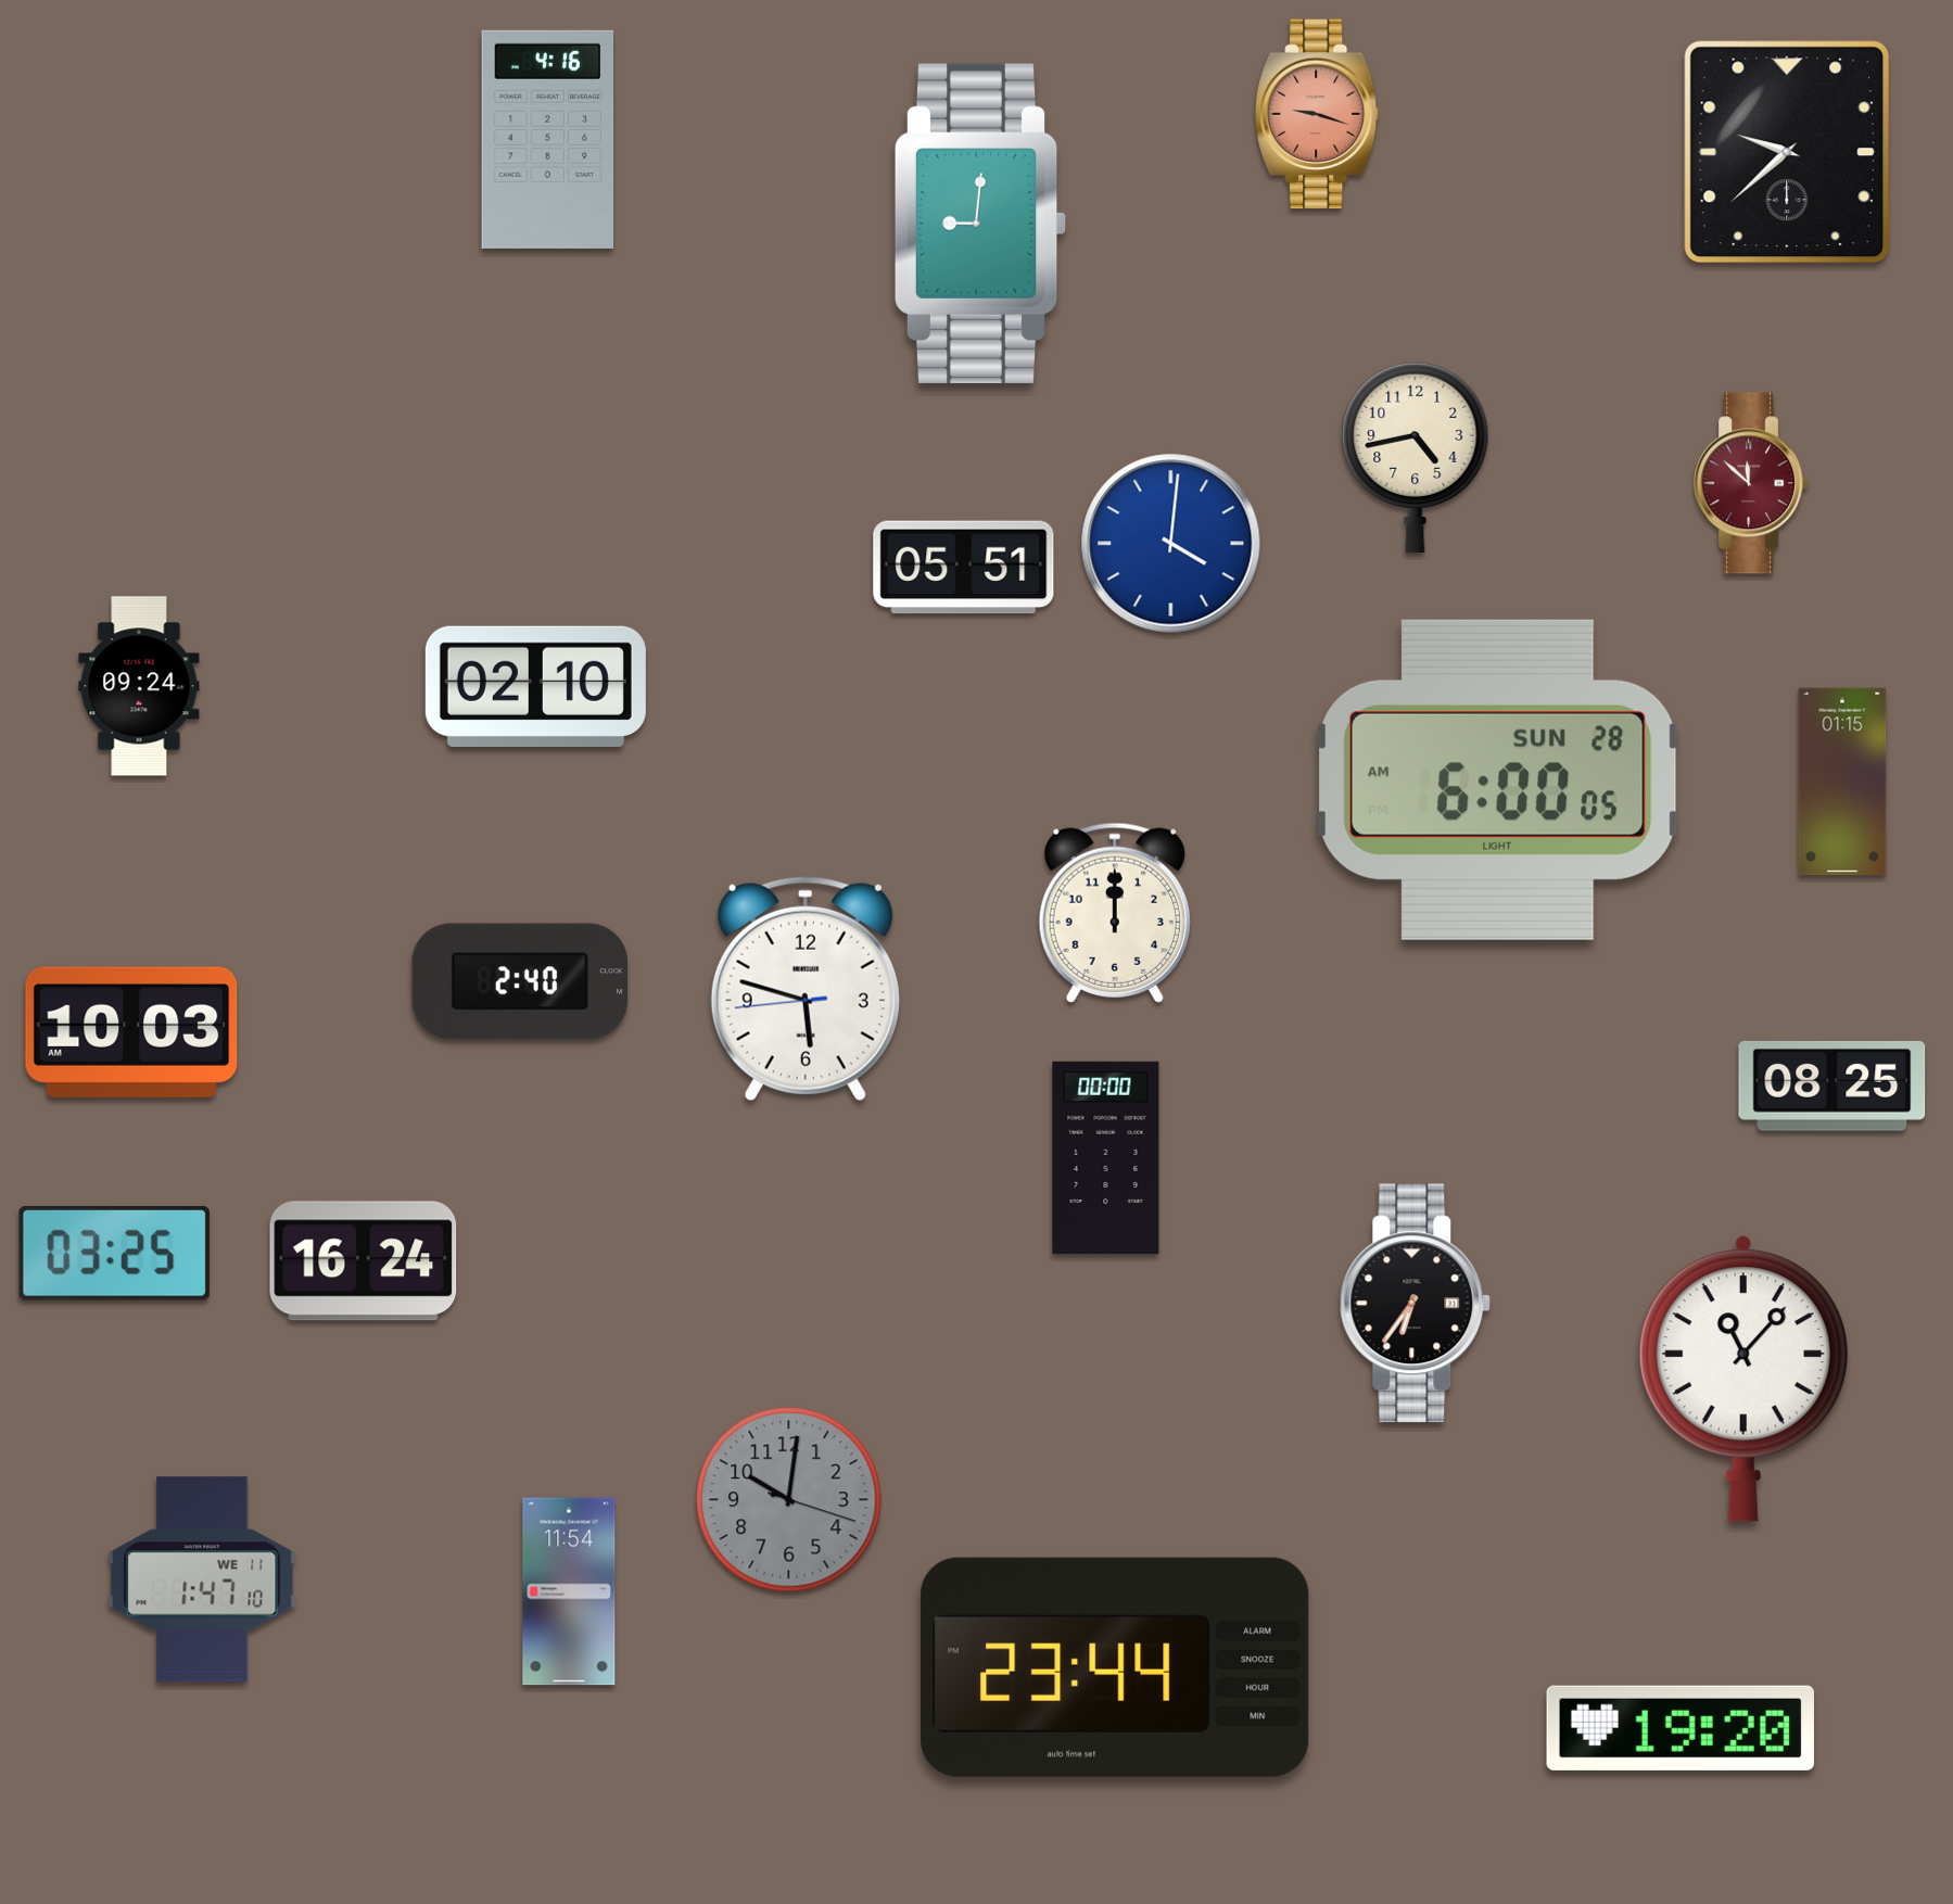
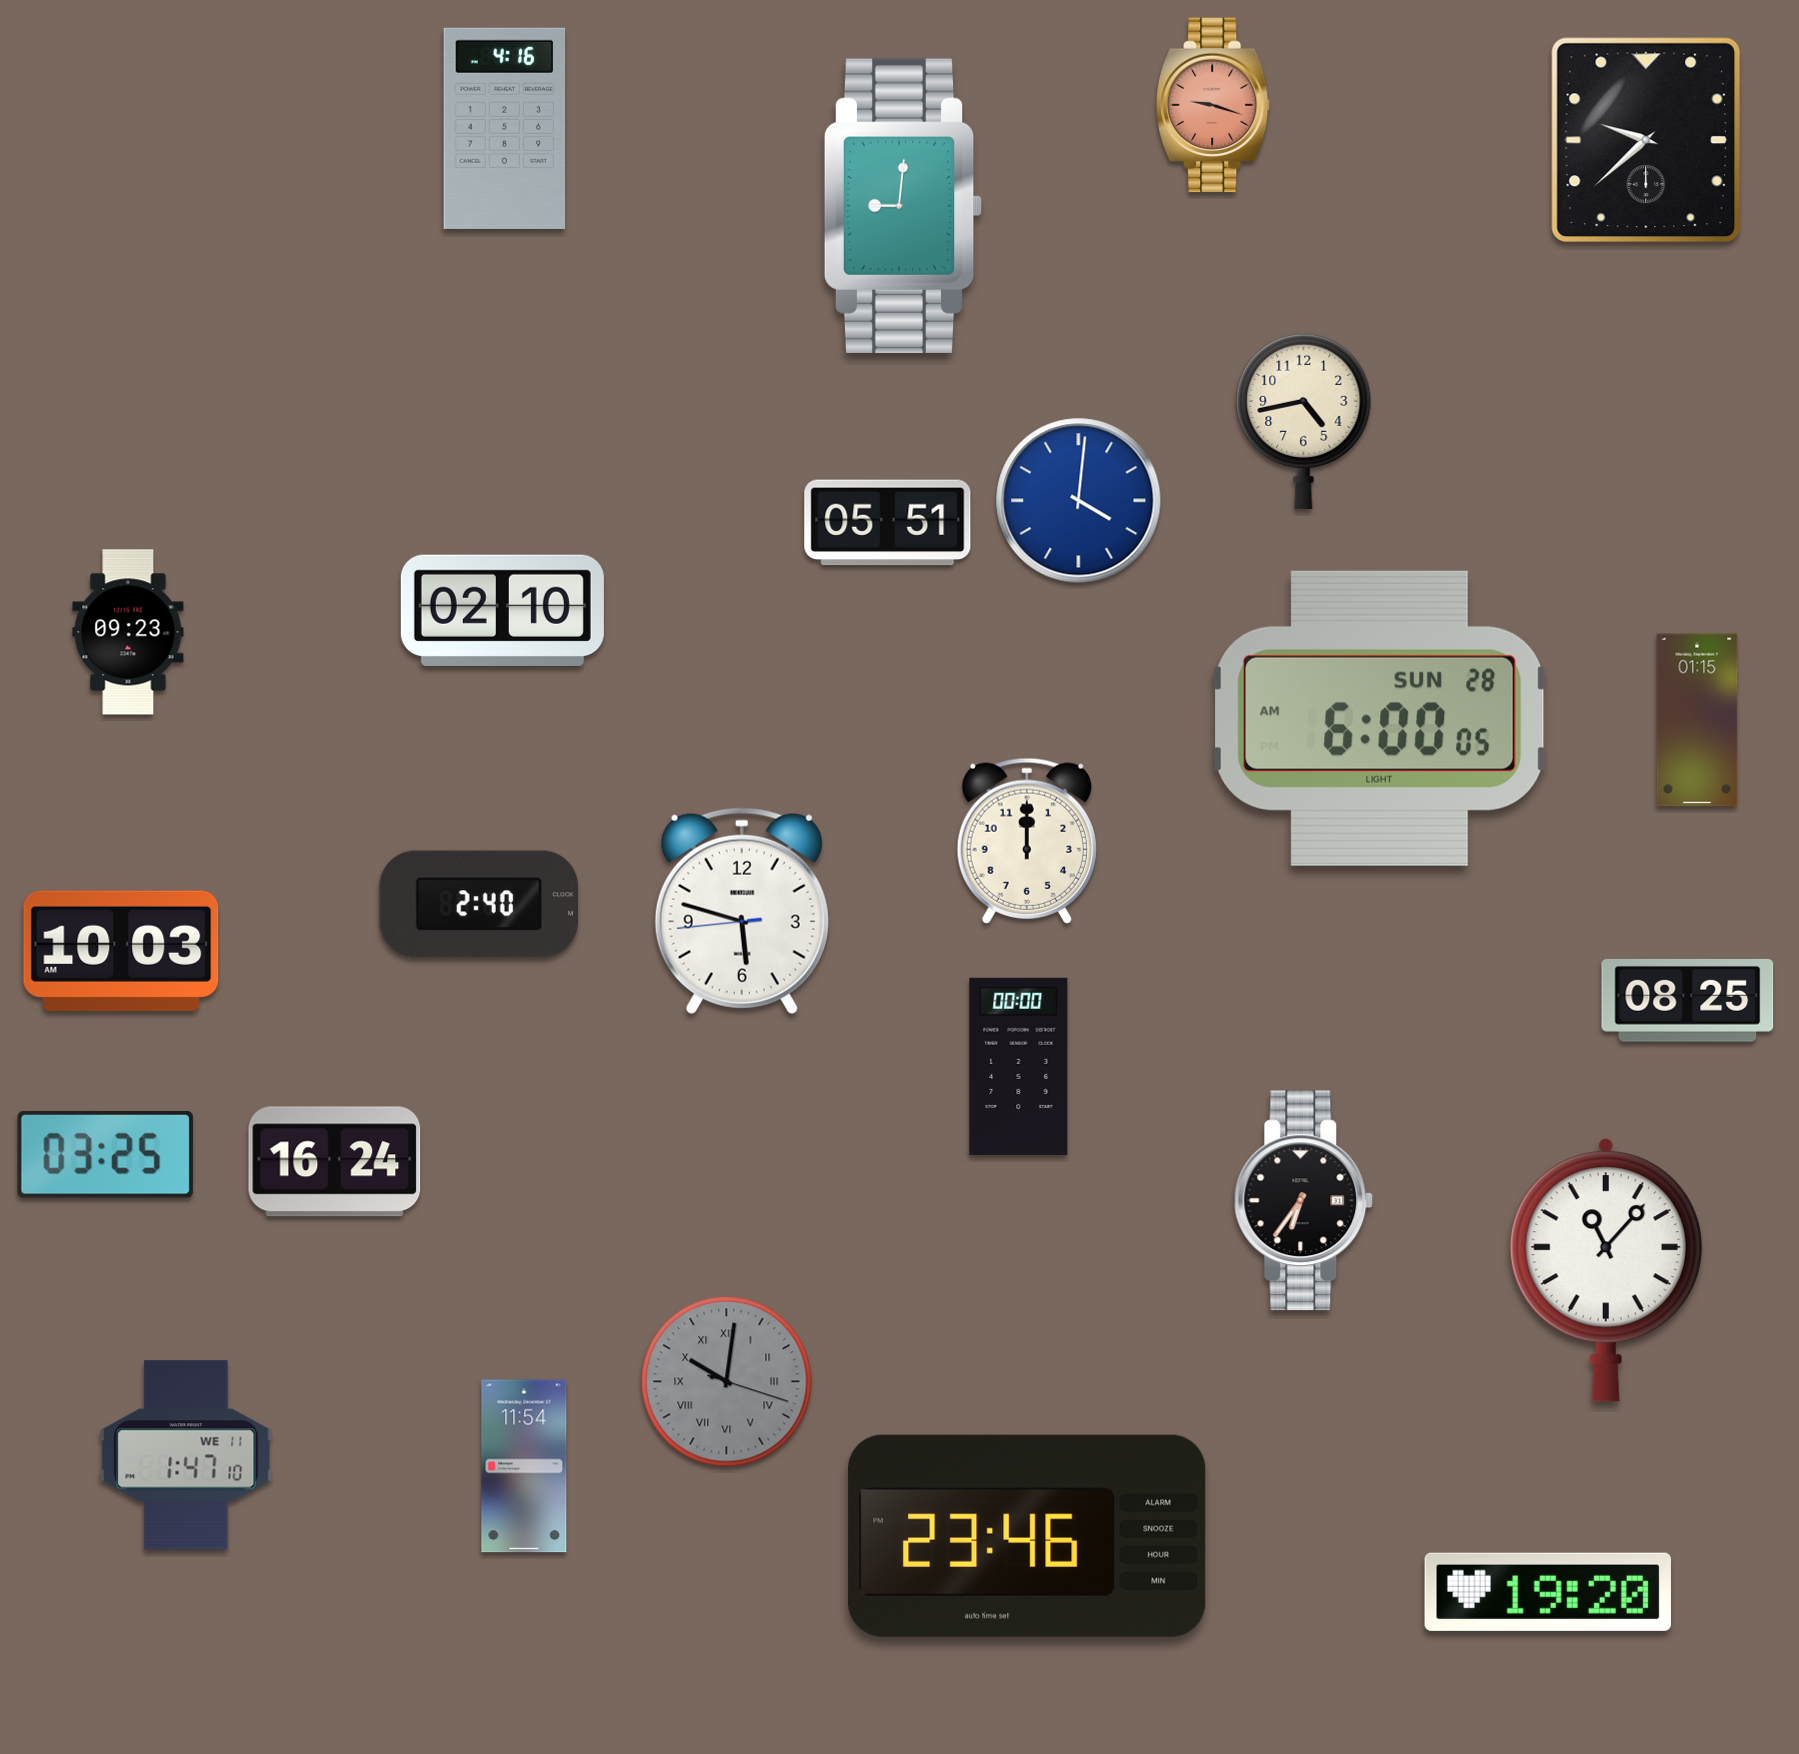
clock at (1752, 483): 11:52 -> none
clock at (139, 686): 09:24 -> 09:23
clock at (535, 686) position: (535, 686) -> (502, 610)
clock at (789, 1500) numerals: Arabic -> Roman
clock at (1115, 1667): 23:44 -> 23:46
